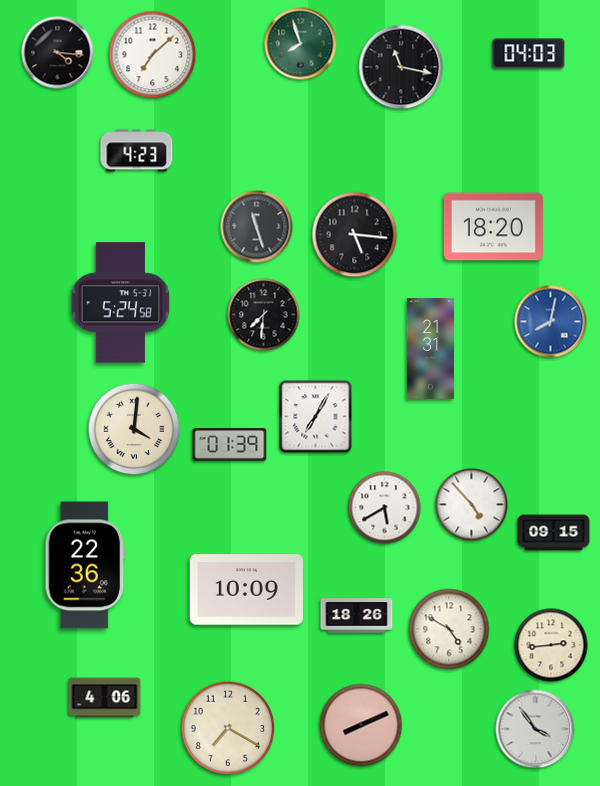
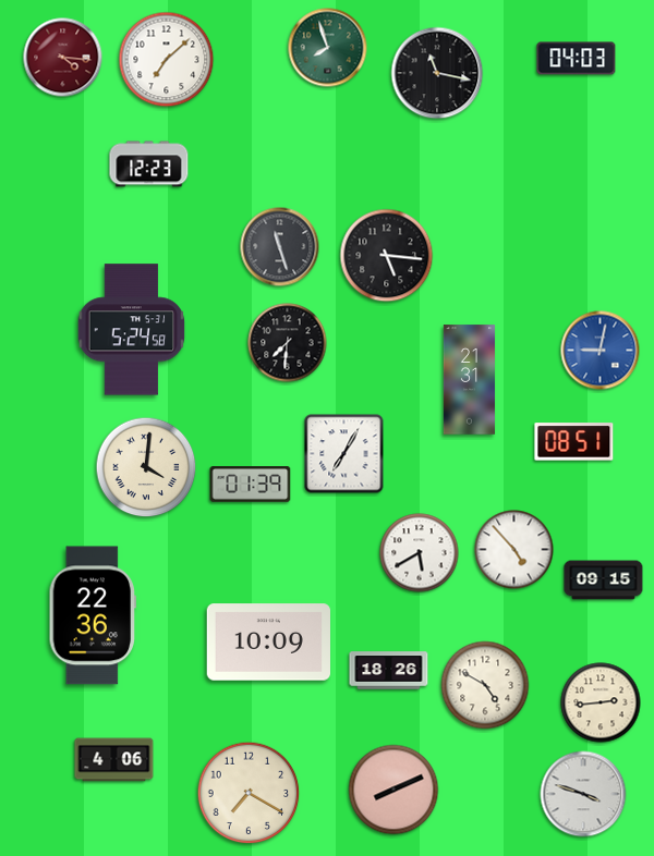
clock at (58, 53) dial: black -> burgundy
clock at (137, 151): 4:23 -> 12:23
clock at (493, 227): 18:20 -> none
clock at (551, 322): 8:02 -> 9:02
clock at (574, 442): none -> 08:51
clock at (449, 629) position: (449, 629) -> (485, 685)
clock at (535, 729): 3:54 -> 3:48
